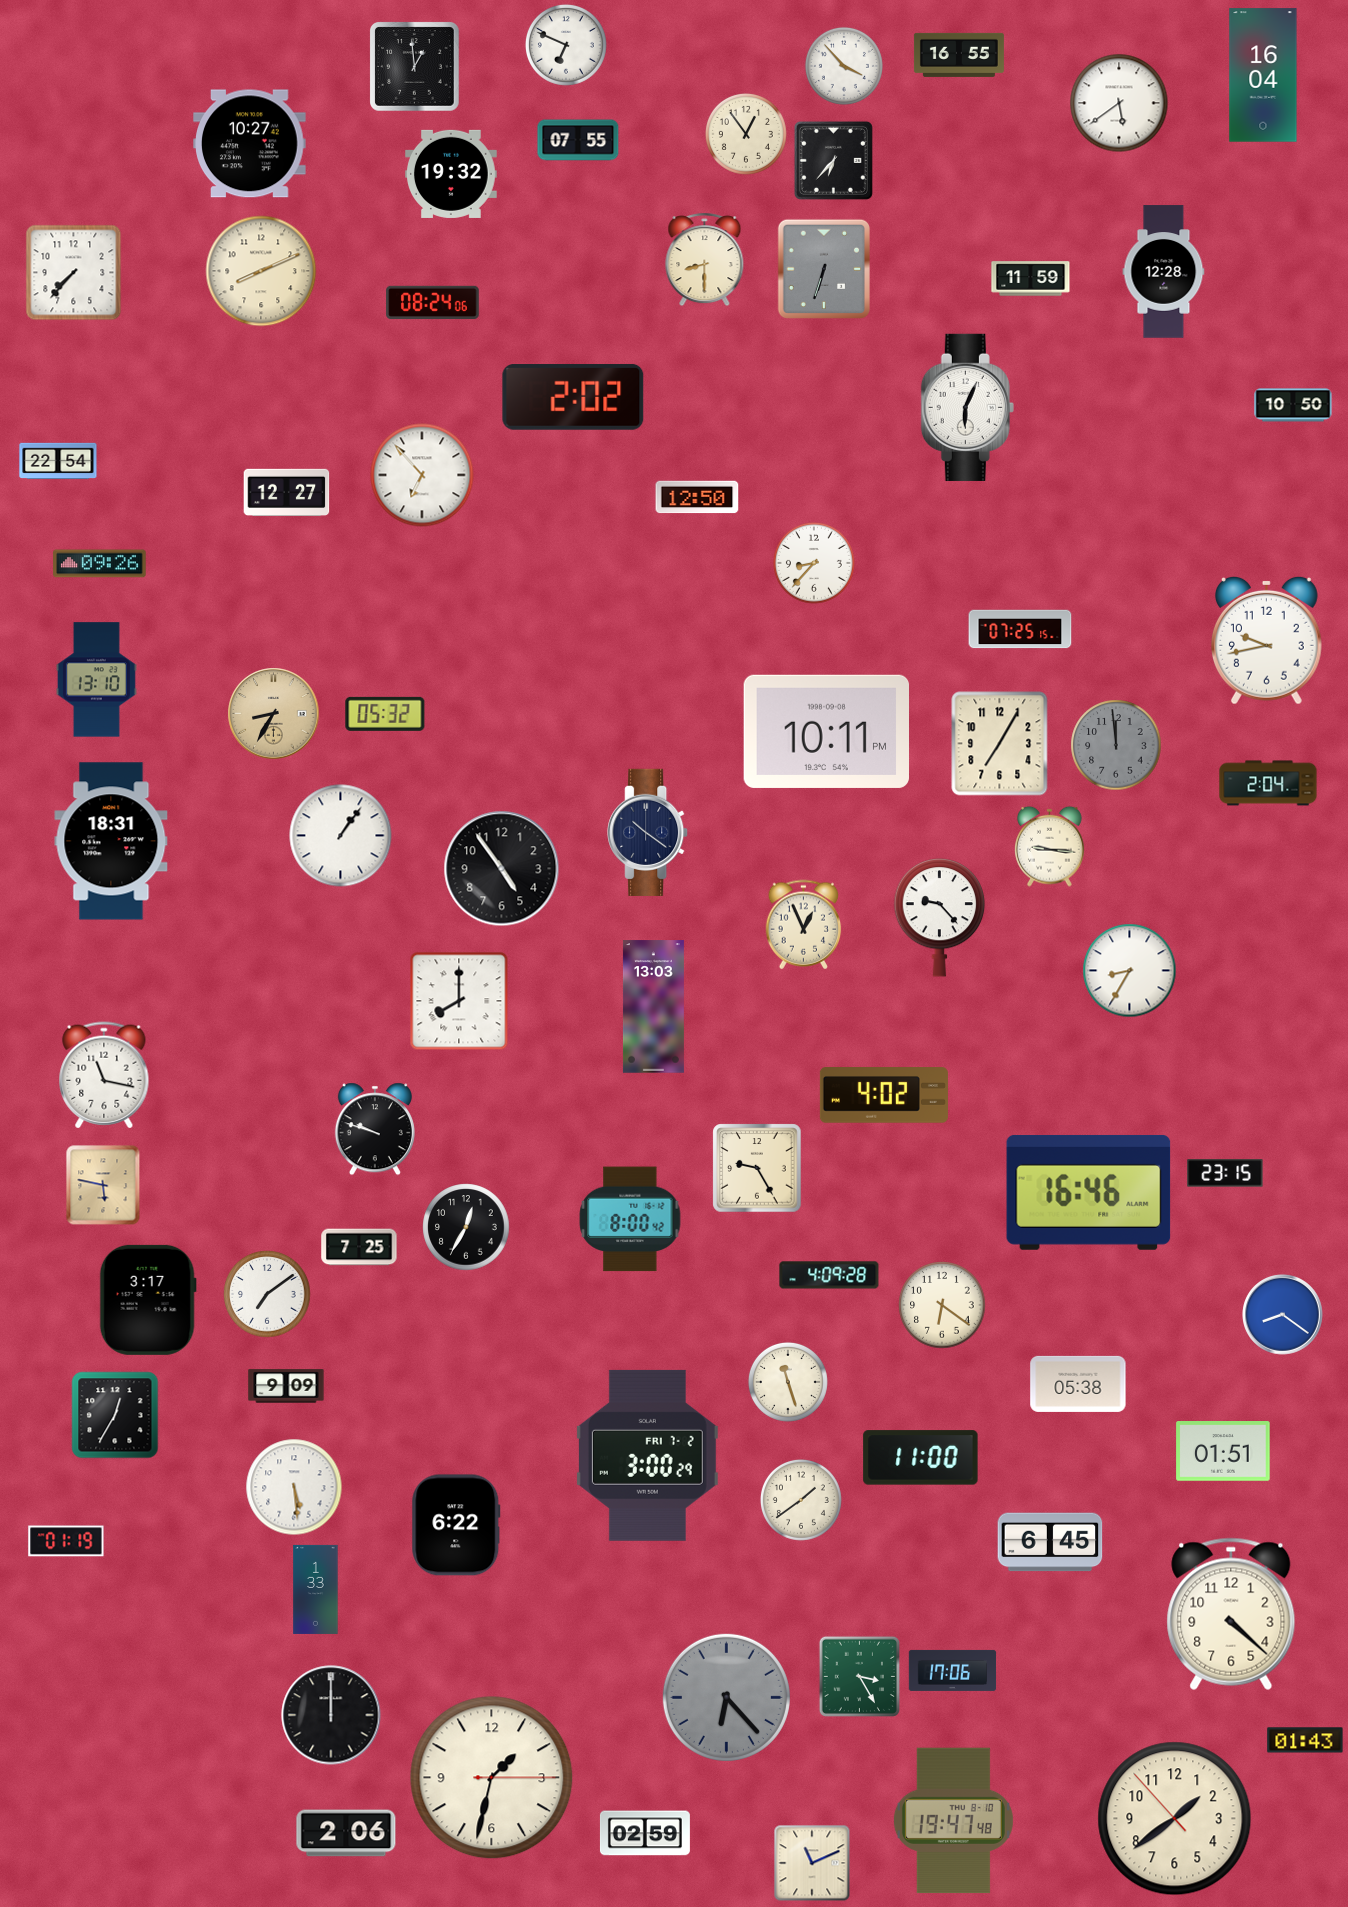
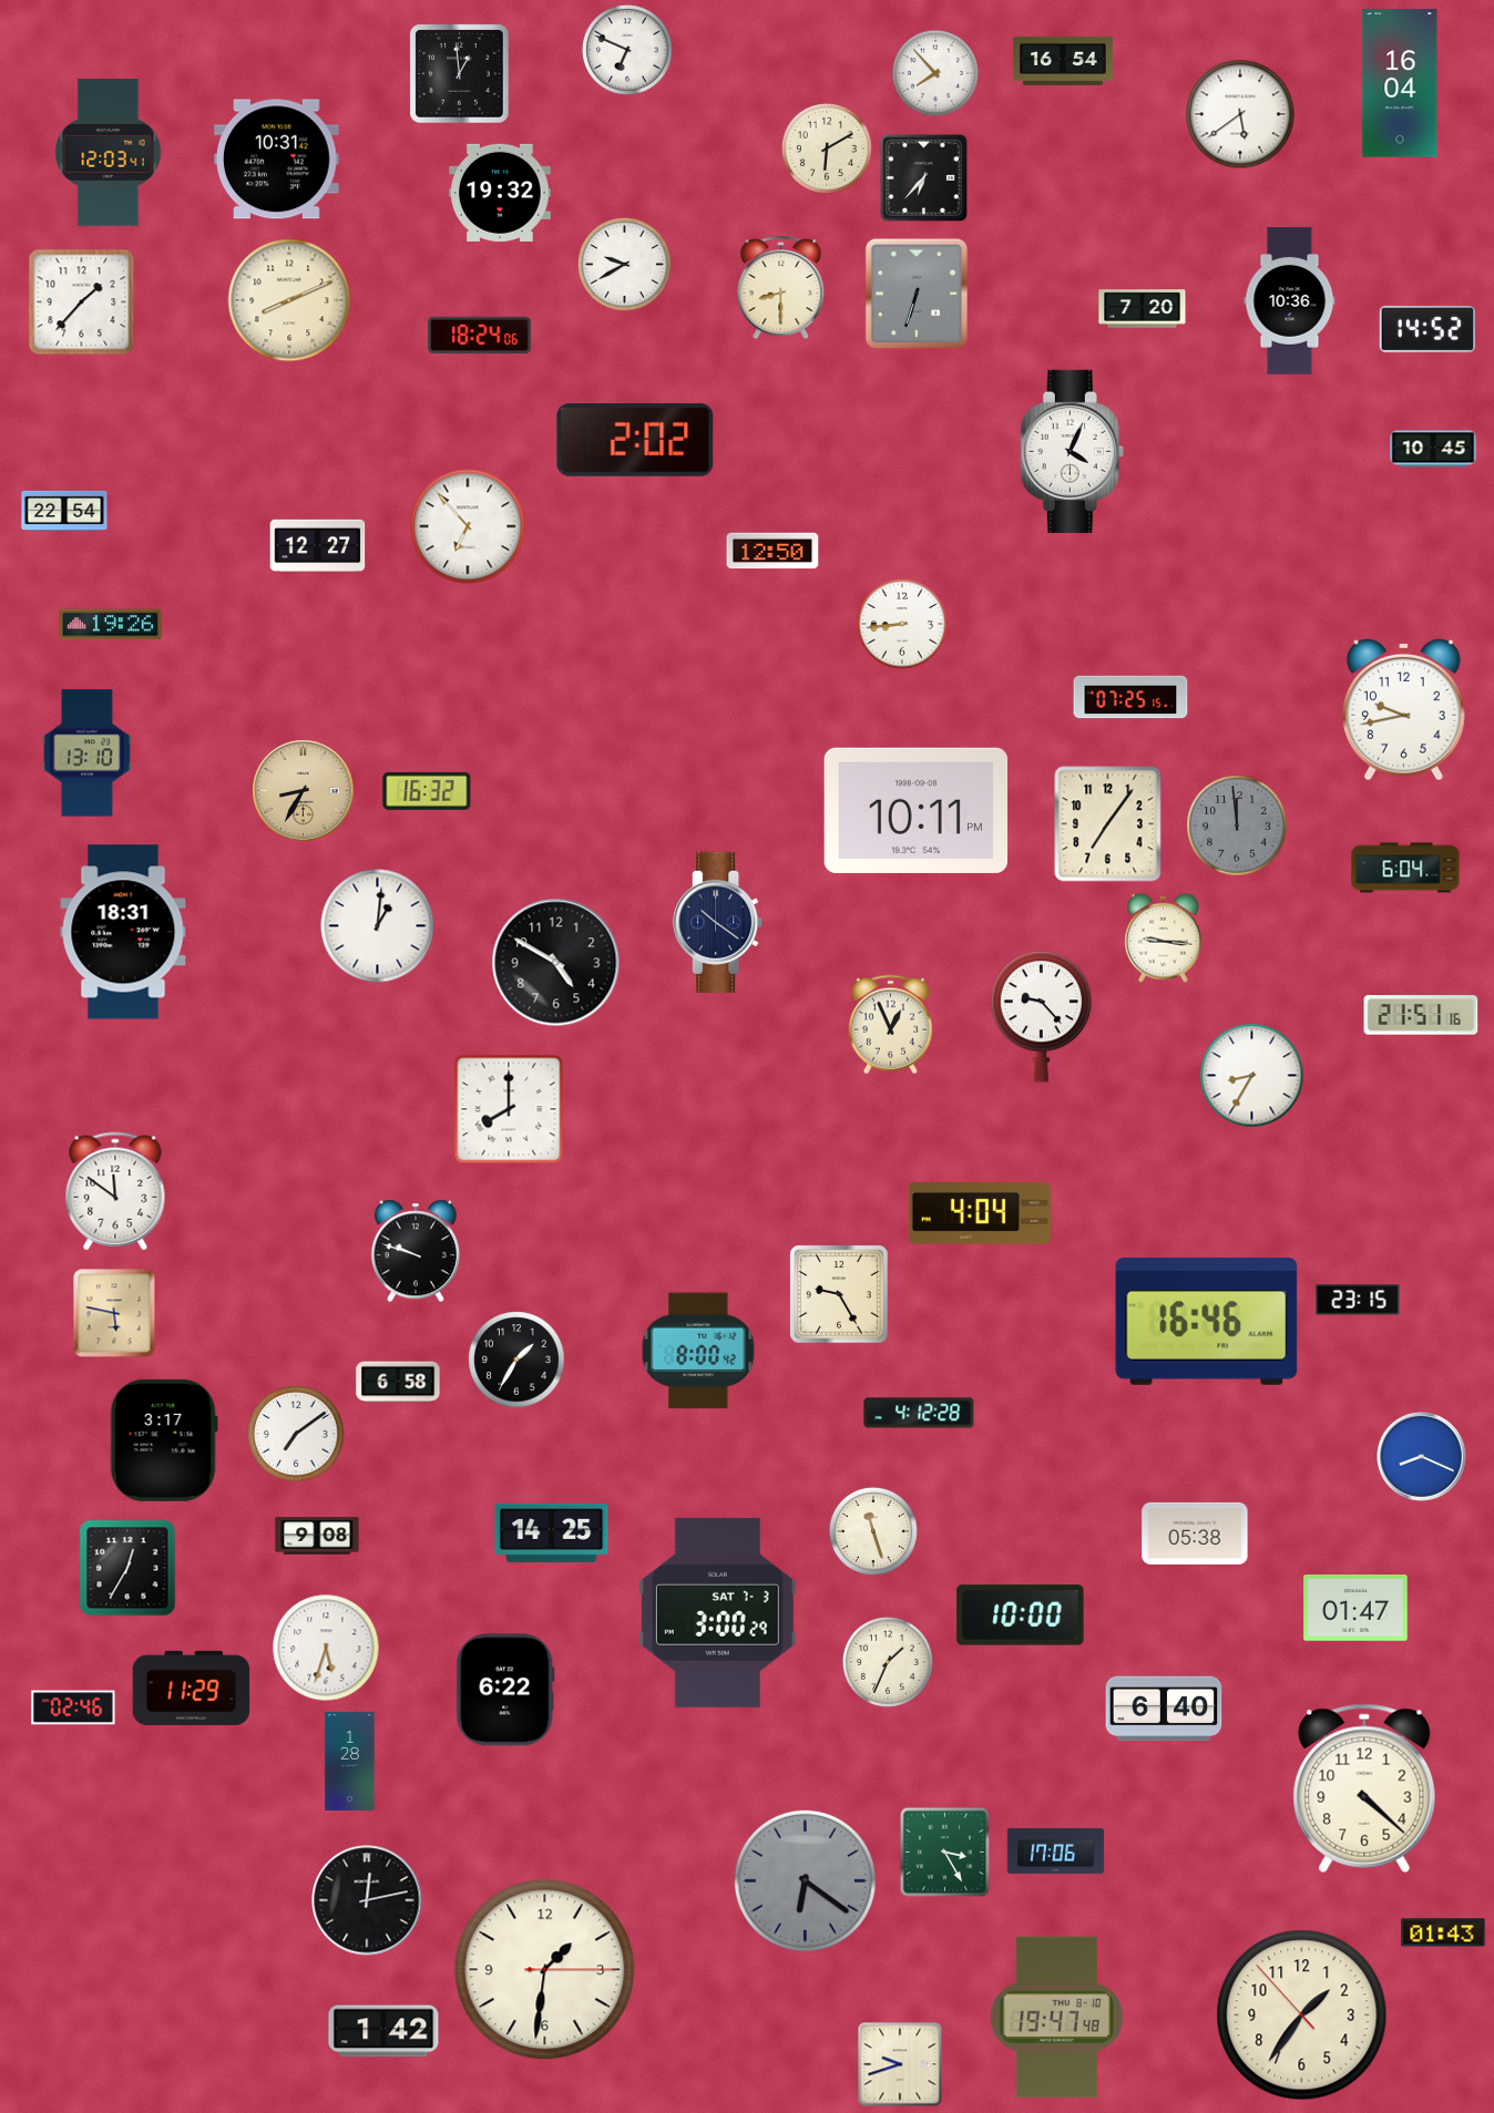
clock at (959, 55): 16:55 -> 16:54
clock at (844, 66): 3:53 -> 7:53
clock at (746, 134): 12:54 -> 6:10
clock at (109, 153): none -> 12:03
clock at (578, 140): 07:55 -> none
clock at (250, 144): 10:27 -> 10:31
clock at (625, 265): none -> 9:40
clock at (823, 268) position: (823, 268) -> (915, 293)
clock at (1164, 272): 12:28 -> 10:36
clock at (74, 273): 7:37 -> 1:37
clock at (1031, 279): 11:59 -> 7:20
clock at (1428, 329): none -> 14:52
clock at (433, 302): 08:24 -> 18:24
clock at (1293, 405): 10:50 -> 10:45
clock at (967, 407): 6:04 -> 4:04
clock at (814, 563): 8:37 -> 8:44
clock at (100, 564): 09:26 -> 19:26
clock at (96, 680) position: (96, 680) -> (86, 753)
clock at (385, 714): 05:32 -> 16:32
clock at (1000, 744): 7:05 -> 7:06
clock at (1268, 783): 2:04 -> 6:04
clock at (341, 836): 1:06 -> 1:01
clock at (502, 869): 4:54 -> 4:50
clock at (1421, 1015): none -> 21:51
clock at (653, 1007): 13:03 -> none
clock at (104, 1075): 11:17 -> 11:51
clock at (884, 1095): 4:02 -> 4:04
clock at (466, 1227): 12:35 -> 1:35
clock at (359, 1247): 7:25 -> 6:58
clock at (829, 1275): 4:09 -> 4:12
clock at (942, 1305): 6:21 -> none
clock at (1283, 1315): 8:21 -> 8:19
clock at (552, 1532): none -> 14:25
clock at (286, 1386): 9:09 -> 9:08
clock at (1223, 1452): 01:51 -> 01:47
clock at (647, 1455) date: FRI 7-2 -> SAT 7-3
clock at (921, 1458): 11:00 -> 10:00
clock at (294, 1487): 5:29 -> 5:33
clock at (801, 1500): 1:39 -> 1:34
clock at (192, 1688): none -> 11:29
clock at (66, 1541): 01:19 -> 02:46
clock at (1050, 1542): 6:45 -> 6:40
clock at (316, 1589): 1:33 -> 1:28
clock at (859, 1676) position: (859, 1676) -> (944, 1852)
clock at (726, 1697): 6:23 -> 6:21
clock at (331, 1715): 12:00 -> 12:13
clock at (1305, 1740) position: (1305, 1740) -> (1443, 1932)
clock at (492, 1778): 1:32 -> 1:31
clock at (1175, 1819): 1:38 -> 1:35
clock at (346, 1833): 2:06 -> 1:42
clock at (645, 1833): 02:59 -> none
clock at (812, 1863): 11:11 -> 9:42
